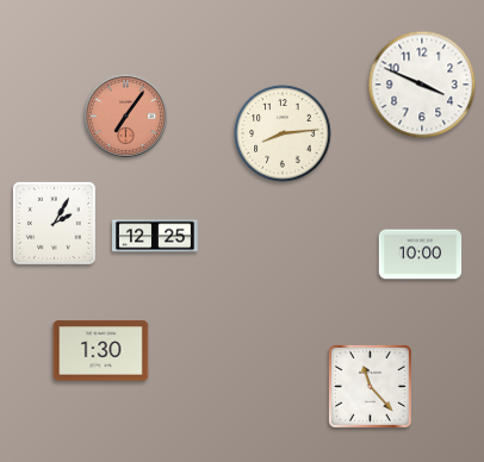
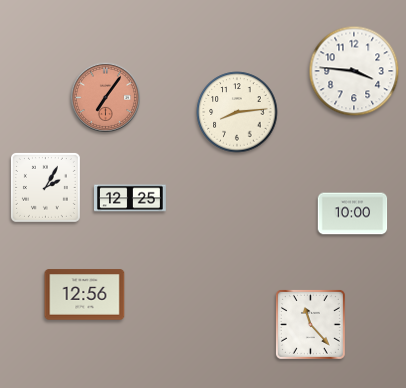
clock at (422, 85): 3:49 -> 3:46
clock at (101, 351): 1:30 -> 12:56
